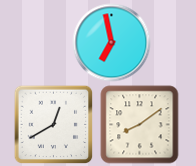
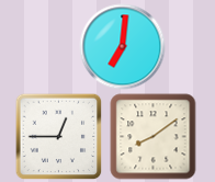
clock at (111, 42): 6:58 -> 7:01
clock at (53, 124): 12:40 -> 12:45
